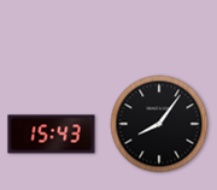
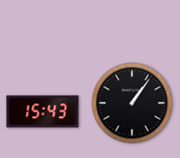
clock at (159, 124): 8:06 -> 1:06
